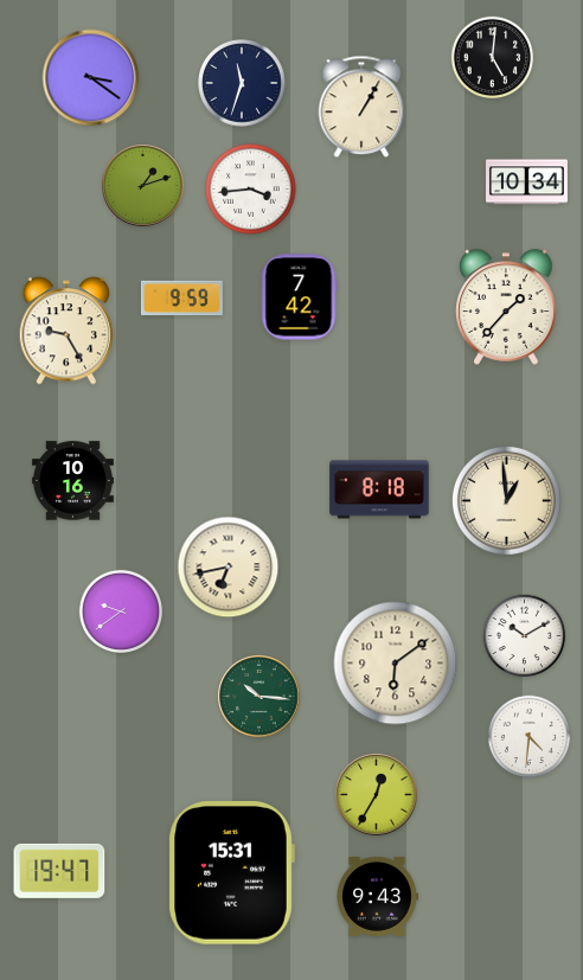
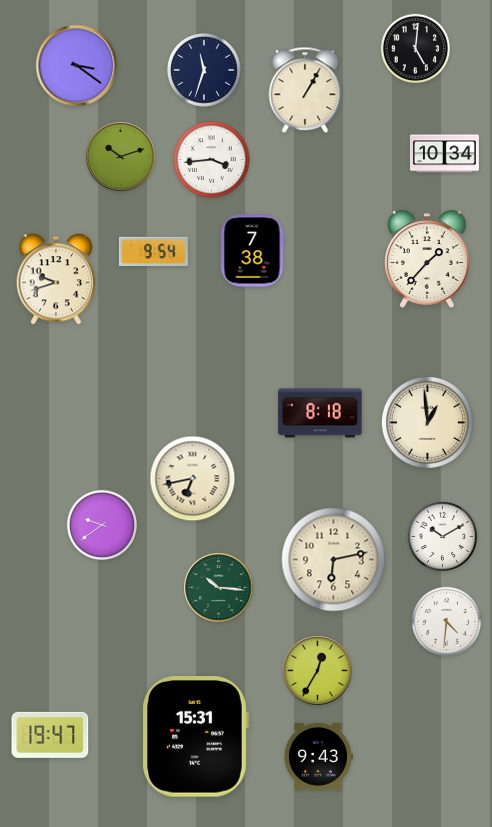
clock at (143, 186): 1:12 -> 10:12
clock at (299, 297): 7:42 -> 7:38
clock at (181, 299): 9:59 -> 9:54
clock at (66, 331): 9:25 -> 9:42
clock at (72, 481): 10:16 -> none
clock at (120, 610) position: (120, 610) -> (101, 524)
clock at (396, 664): 6:09 -> 6:13
